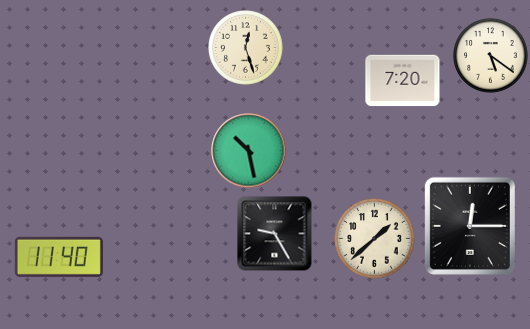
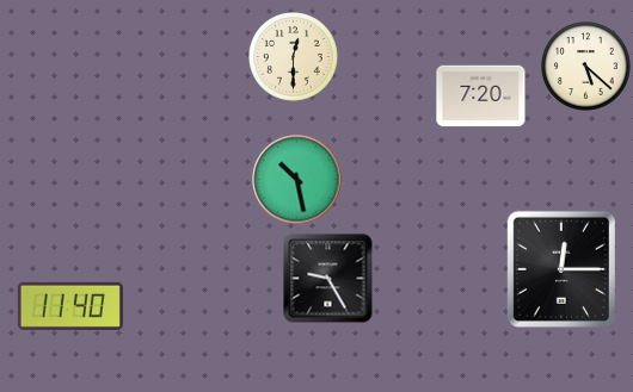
clock at (246, 48): 12:27 -> 12:30
clock at (491, 56): 5:21 -> 5:22
clock at (375, 239): 1:38 -> none
